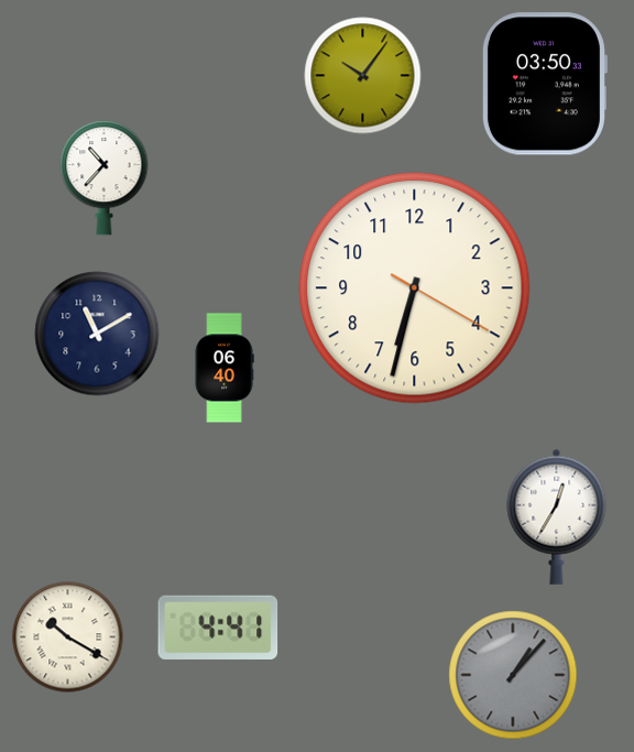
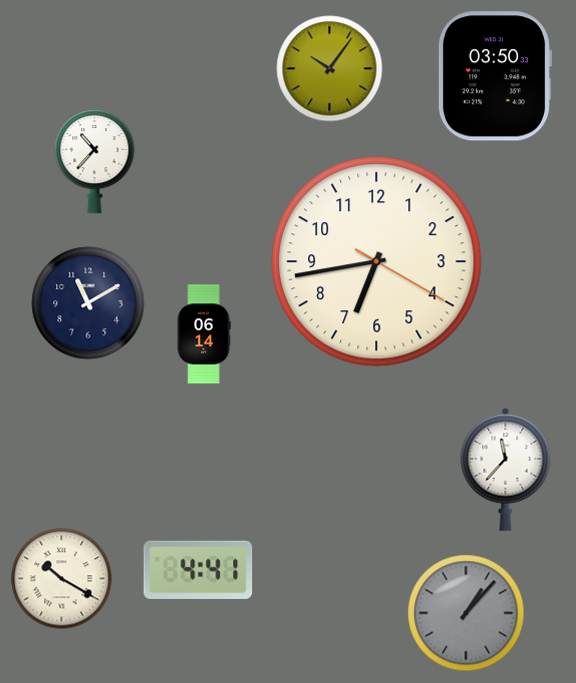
clock at (415, 288): 6:32 -> 6:43
clock at (225, 368): 06:40 -> 06:14
clock at (557, 516): 12:35 -> 11:37
